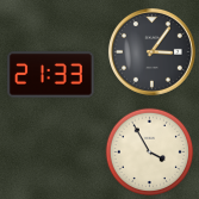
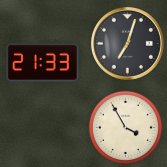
clock at (151, 51): 3:06 -> 7:03
